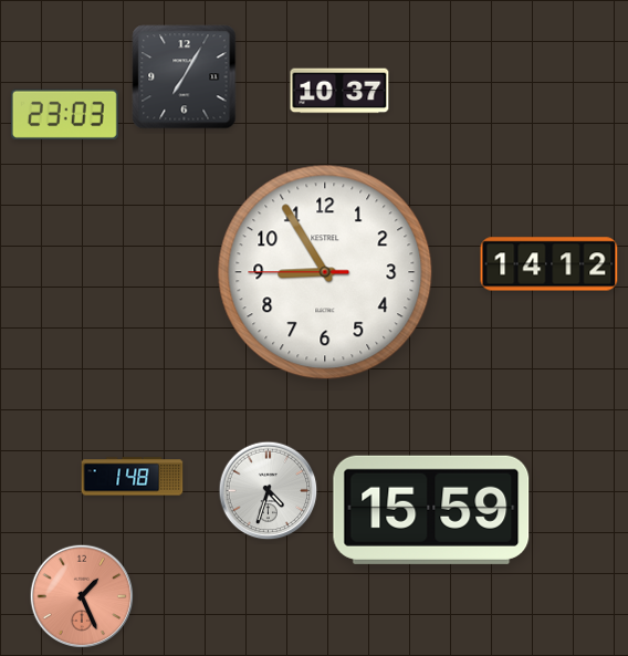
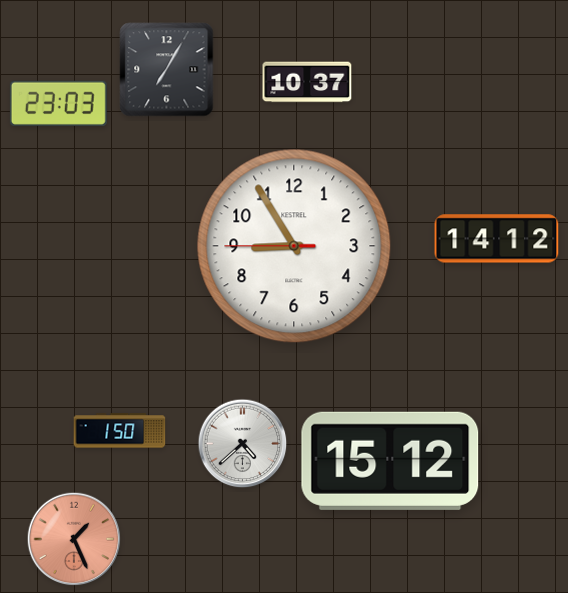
clock at (133, 477): 1:48 -> 1:50
clock at (269, 491): 4:33 -> 4:38
clock at (431, 510): 15:59 -> 15:12
